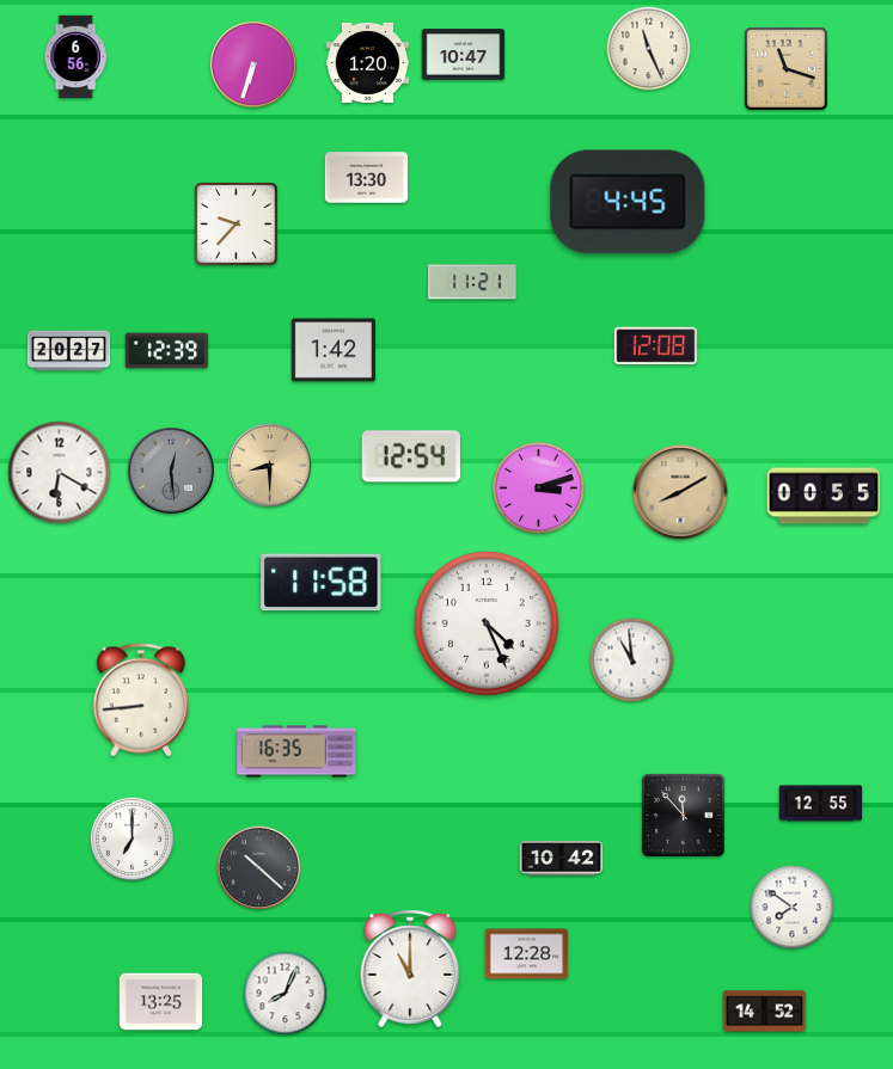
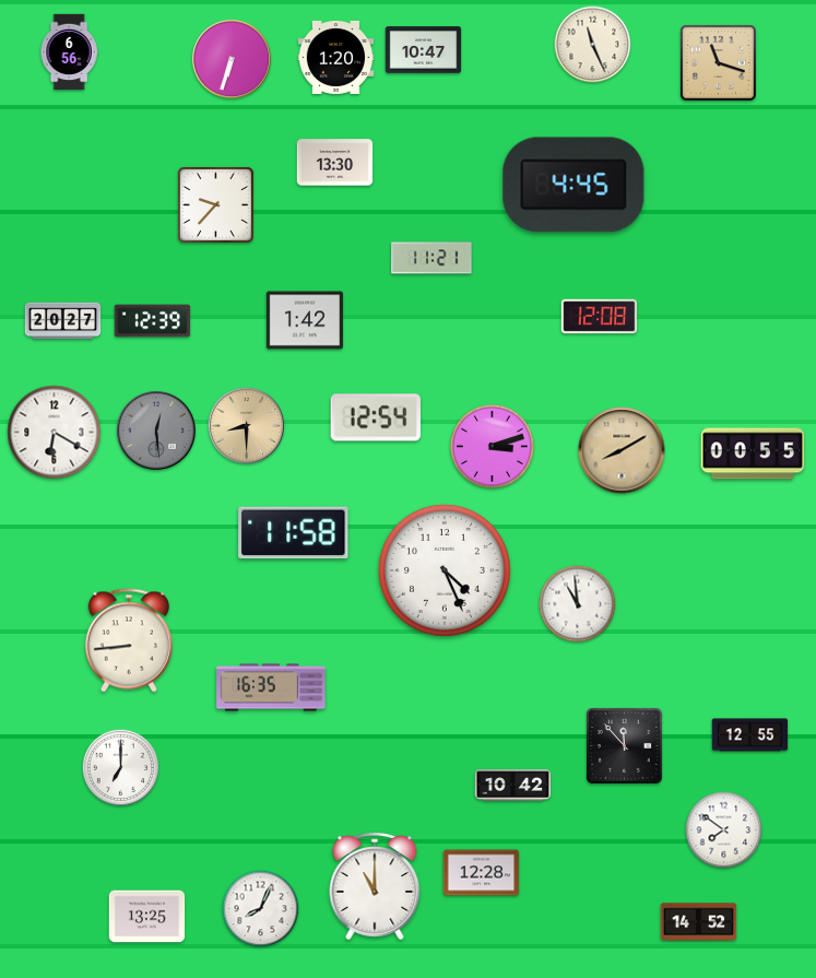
clock at (258, 867): 10:22 -> none
clock at (765, 1012) position: (765, 1012) -> (699, 922)
